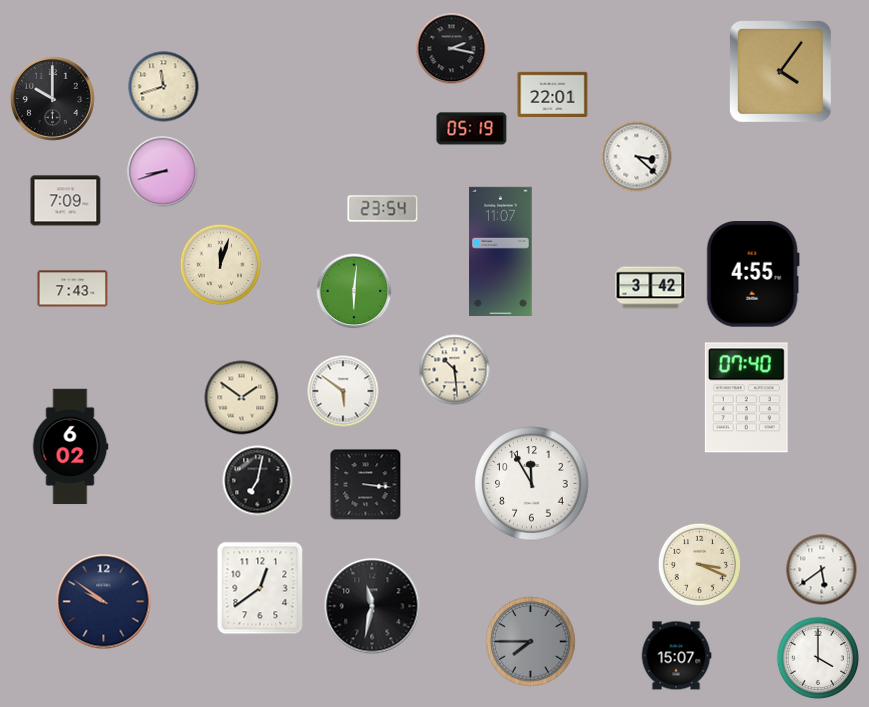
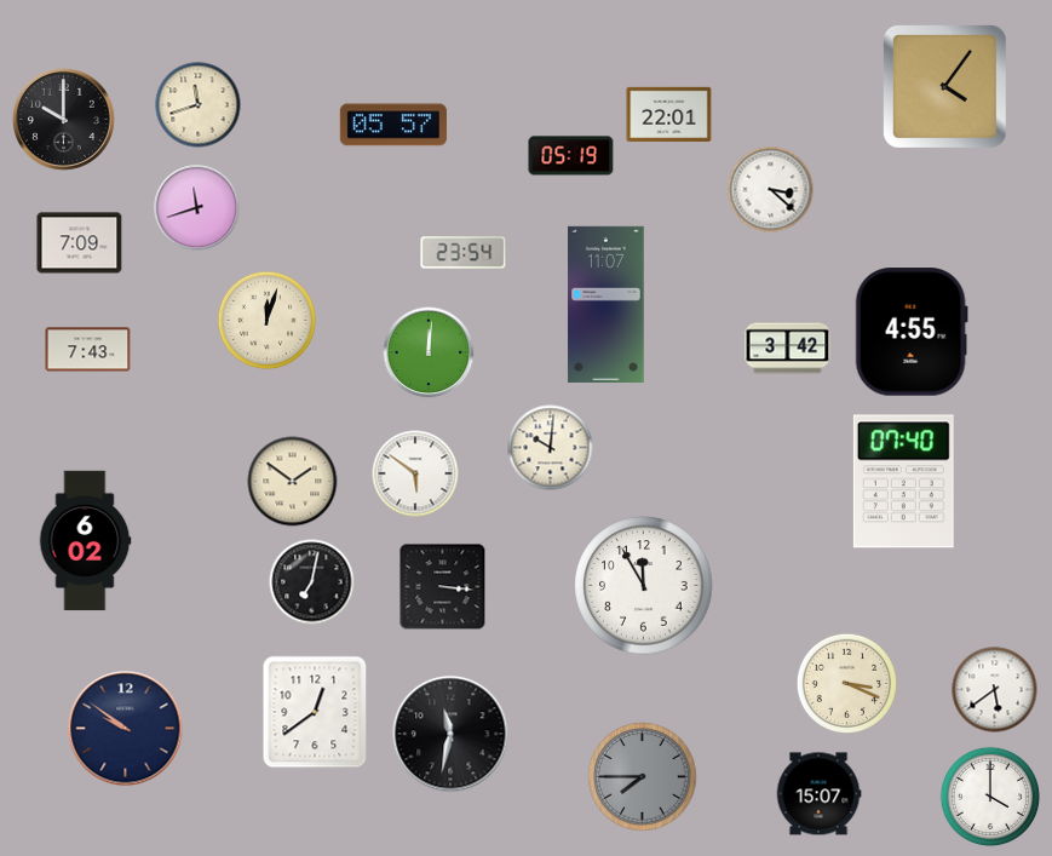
clock at (452, 49): 2:17 -> none
clock at (393, 125): none -> 05:57
clock at (163, 172): 8:42 -> 11:42
clock at (354, 291): 6:01 -> 12:01
clock at (455, 370): 10:29 -> 10:01
